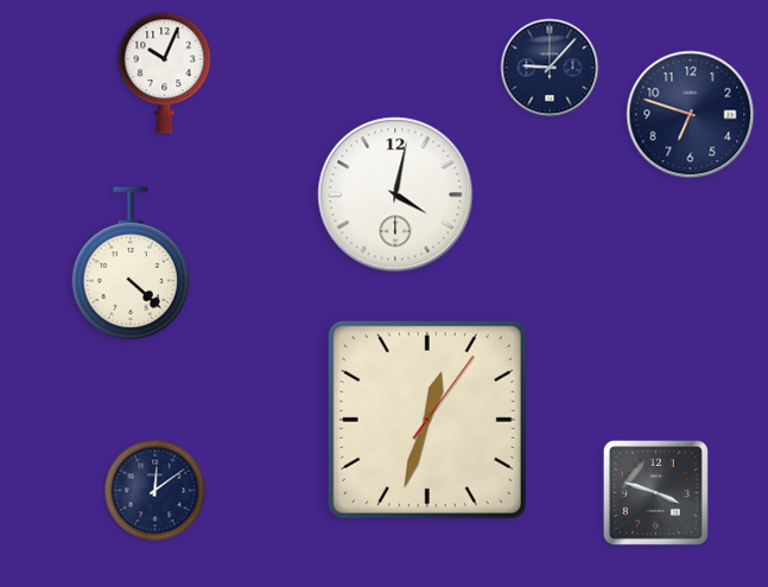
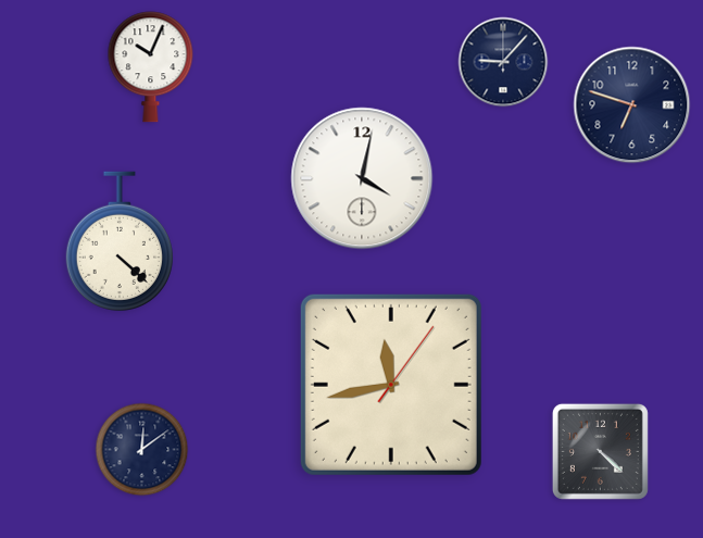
clock at (427, 420): 12:33 -> 11:43
clock at (655, 492): 3:48 -> 4:22
